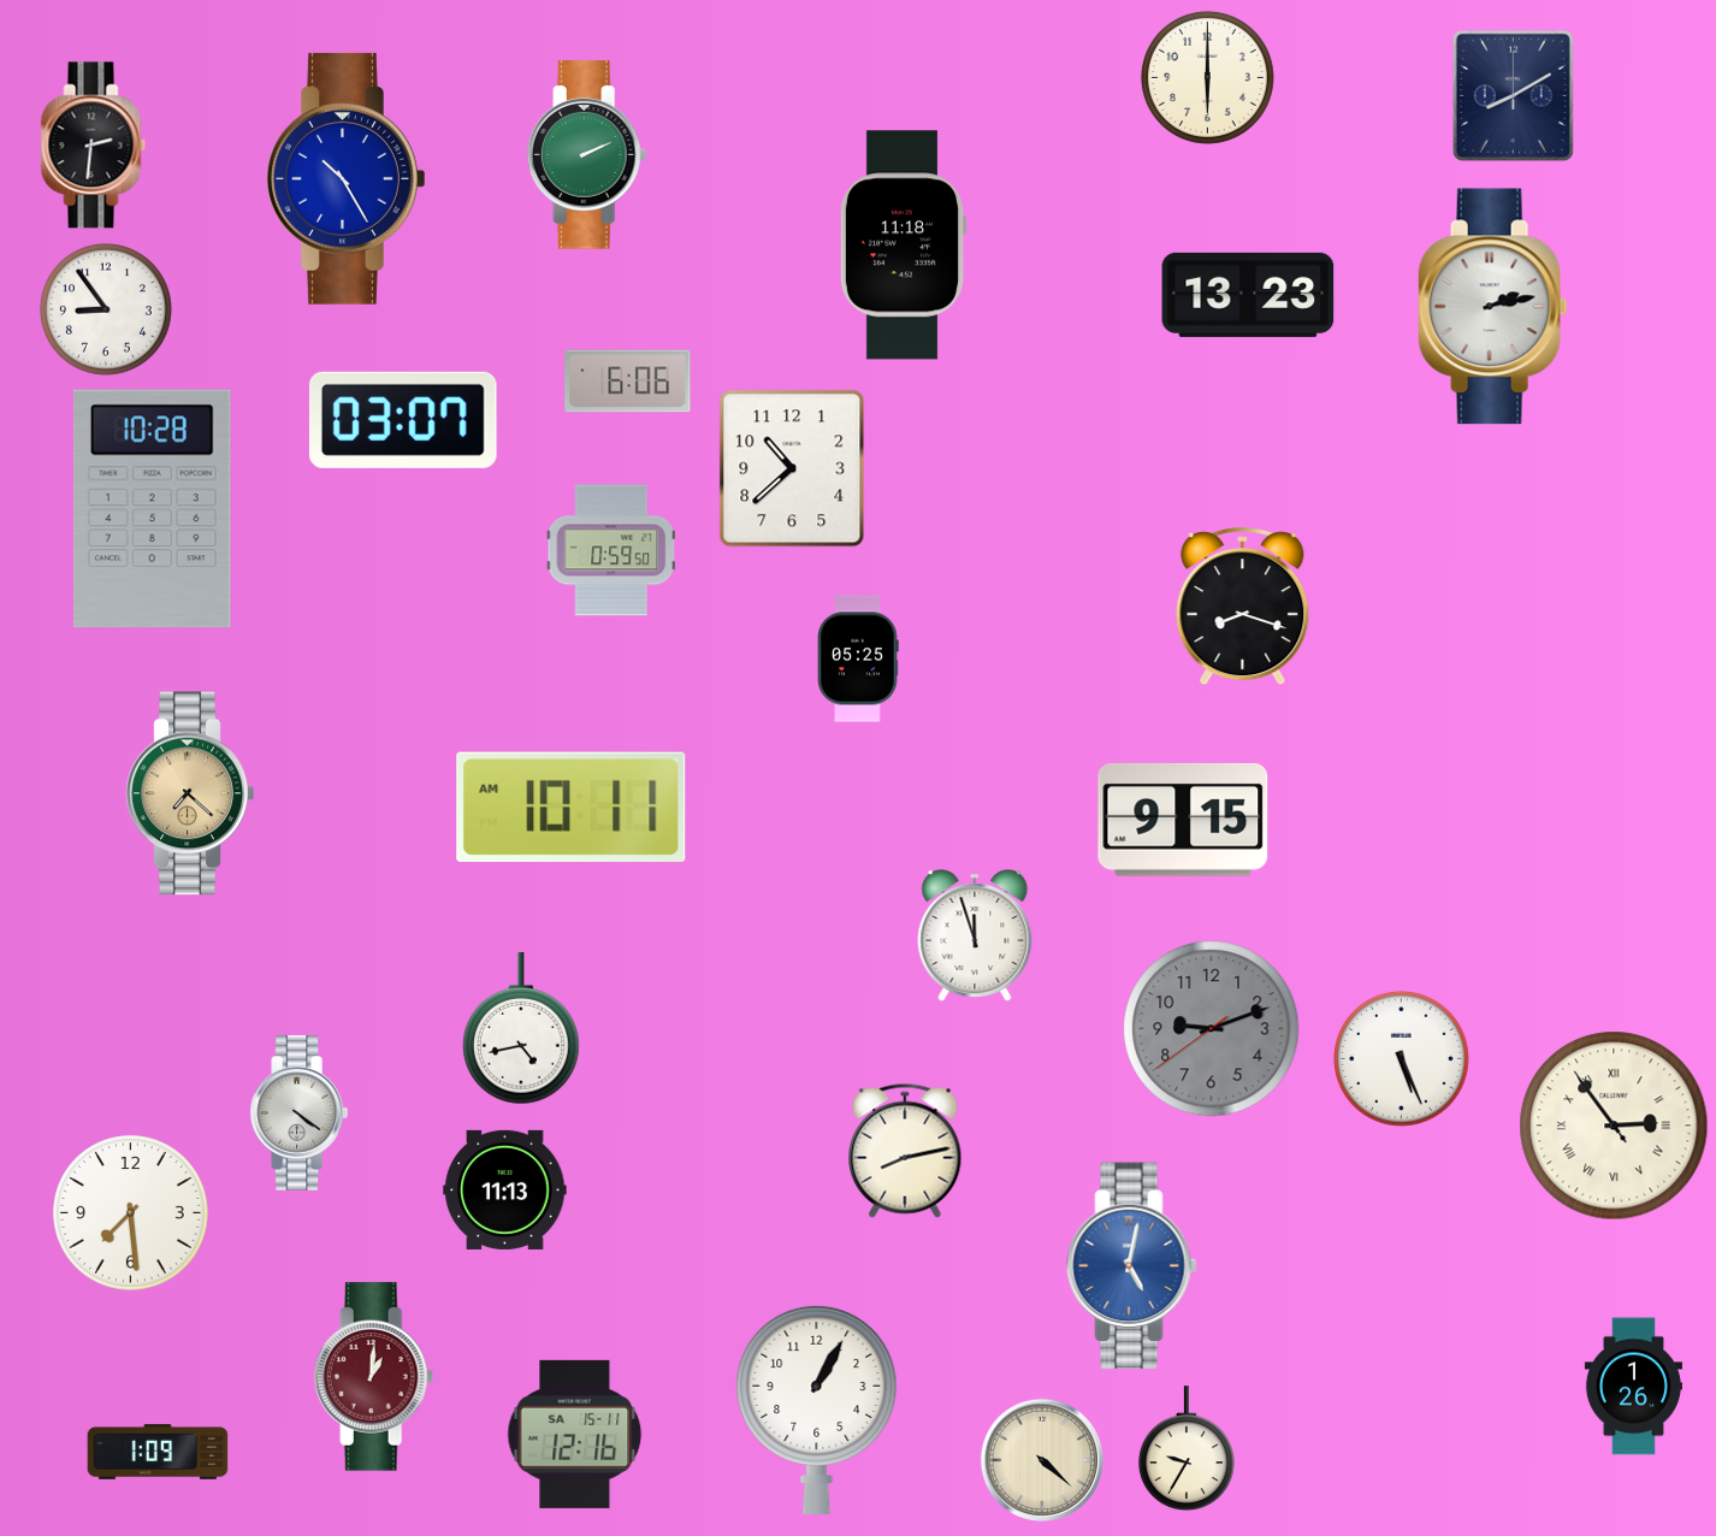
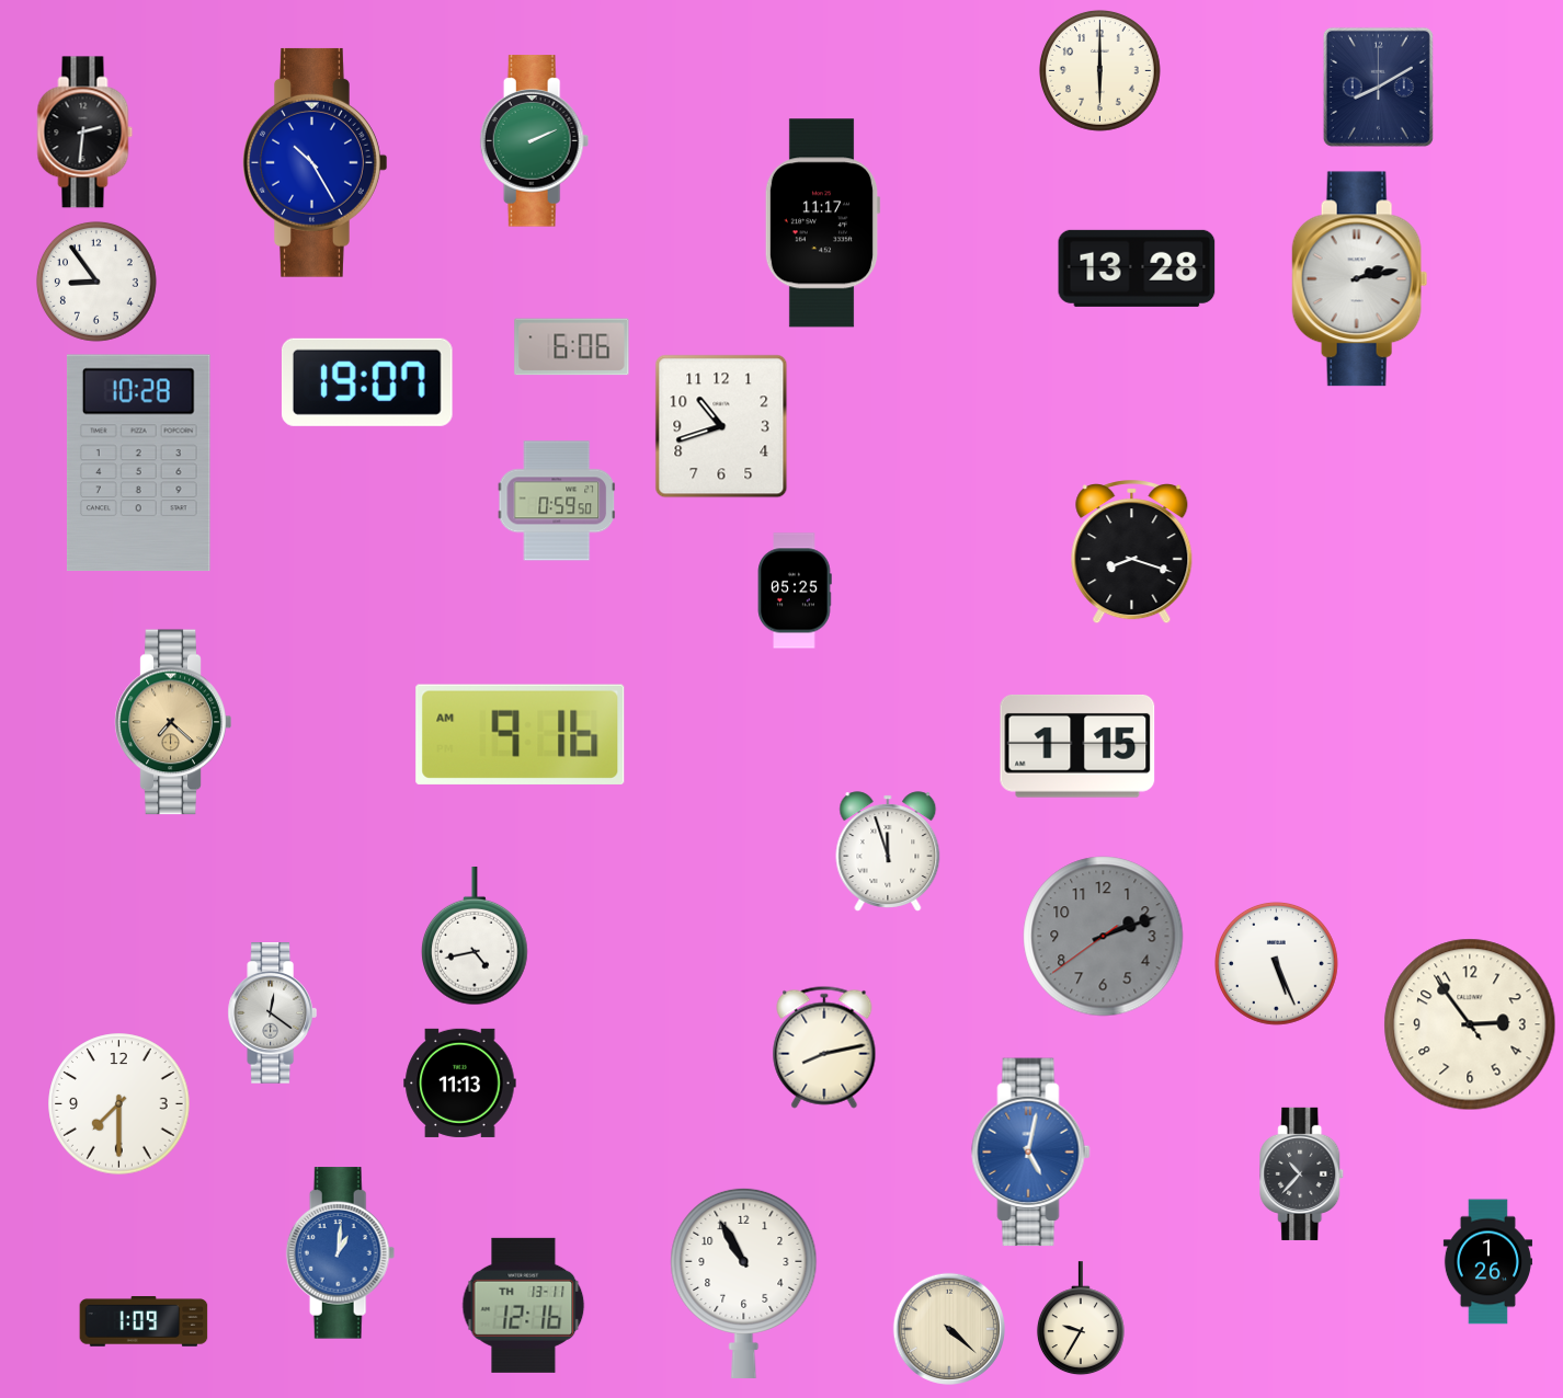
clock at (903, 246): 11:18 -> 11:17
clock at (1248, 295): 13:23 -> 13:28
clock at (403, 420): 03:07 -> 19:07
clock at (792, 468): 10:38 -> 10:42
clock at (858, 658) position: (858, 658) -> (795, 591)
clock at (572, 807): 10:11 -> 9:16
clock at (1183, 820): 9:15 -> 1:15
clock at (1212, 1029): 9:11 -> 2:11
clock at (298, 1113): 4:21 -> 12:21
clock at (1614, 1126) numerals: Roman -> Arabic
clock at (131, 1213): 7:29 -> 7:30
clock at (1302, 1173): none -> 10:37
clock at (374, 1377) dial: burgundy -> blue
clock at (817, 1410): 1:05 -> 10:55
clock at (575, 1434) date: SA 15-11 -> TH 13-11
